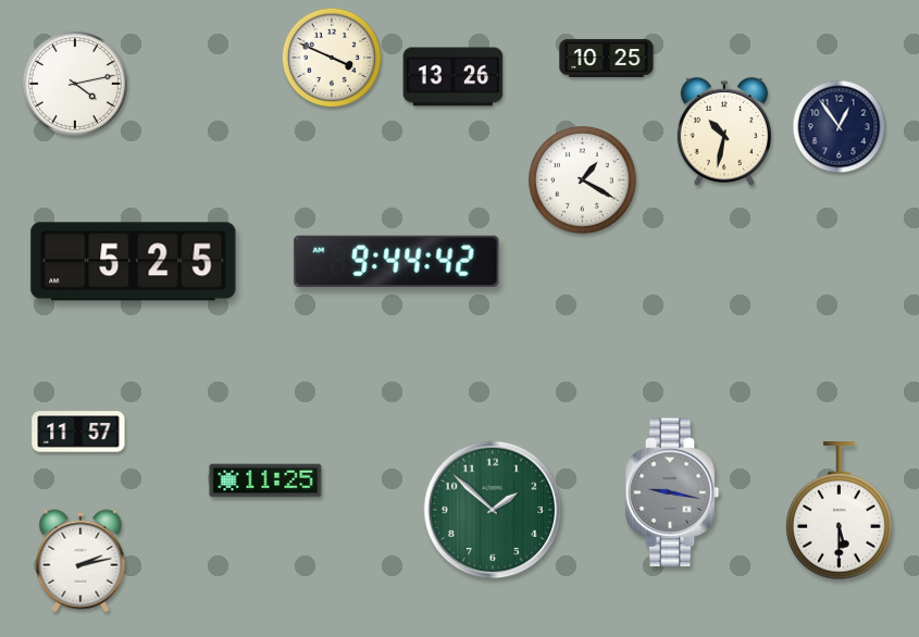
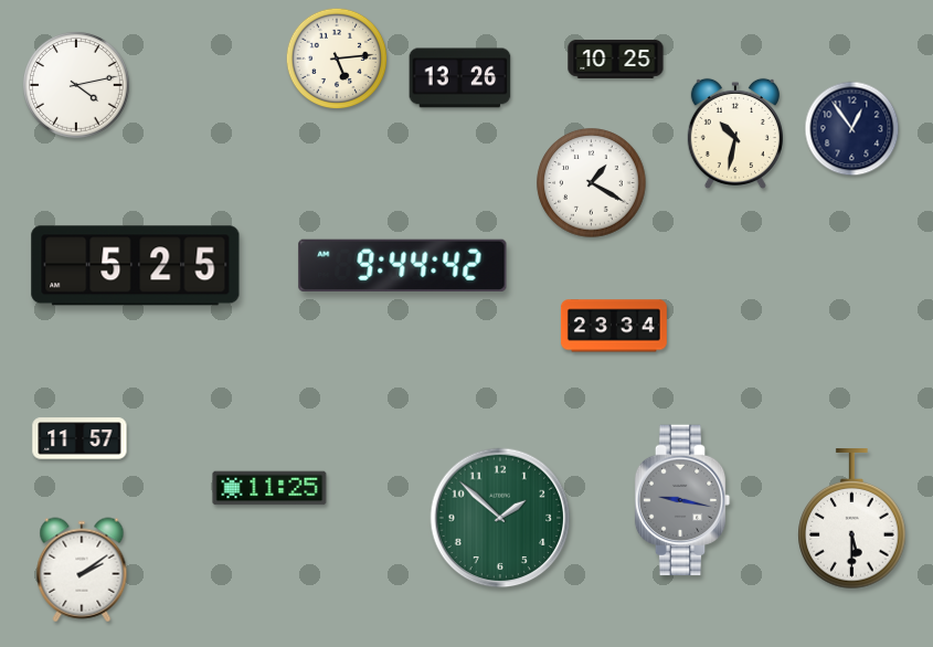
clock at (332, 58): 3:49 -> 5:14
clock at (614, 326): none -> 23:34
clock at (80, 561): 2:13 -> 2:09
